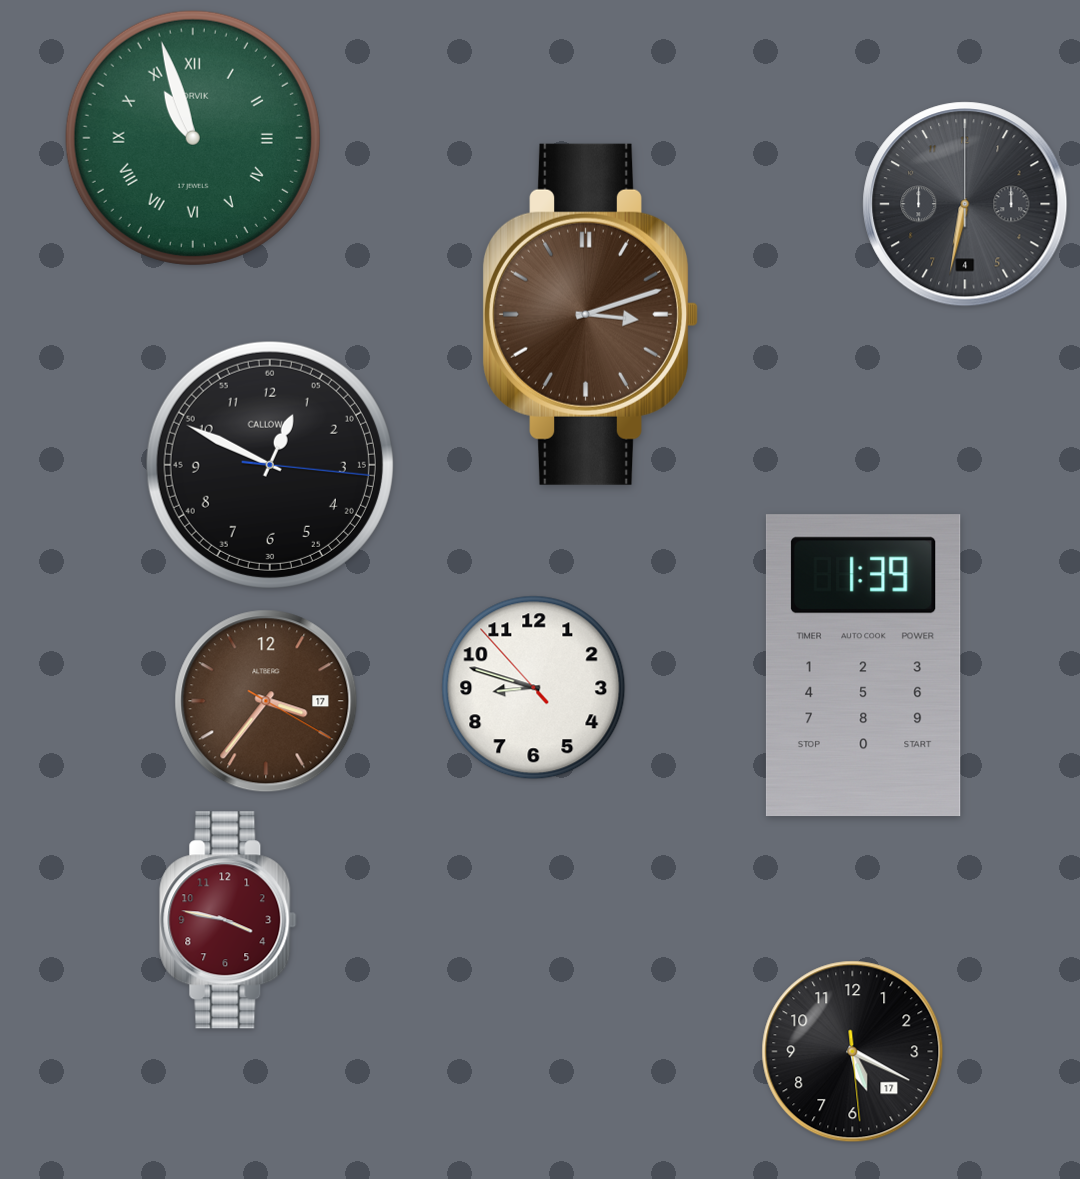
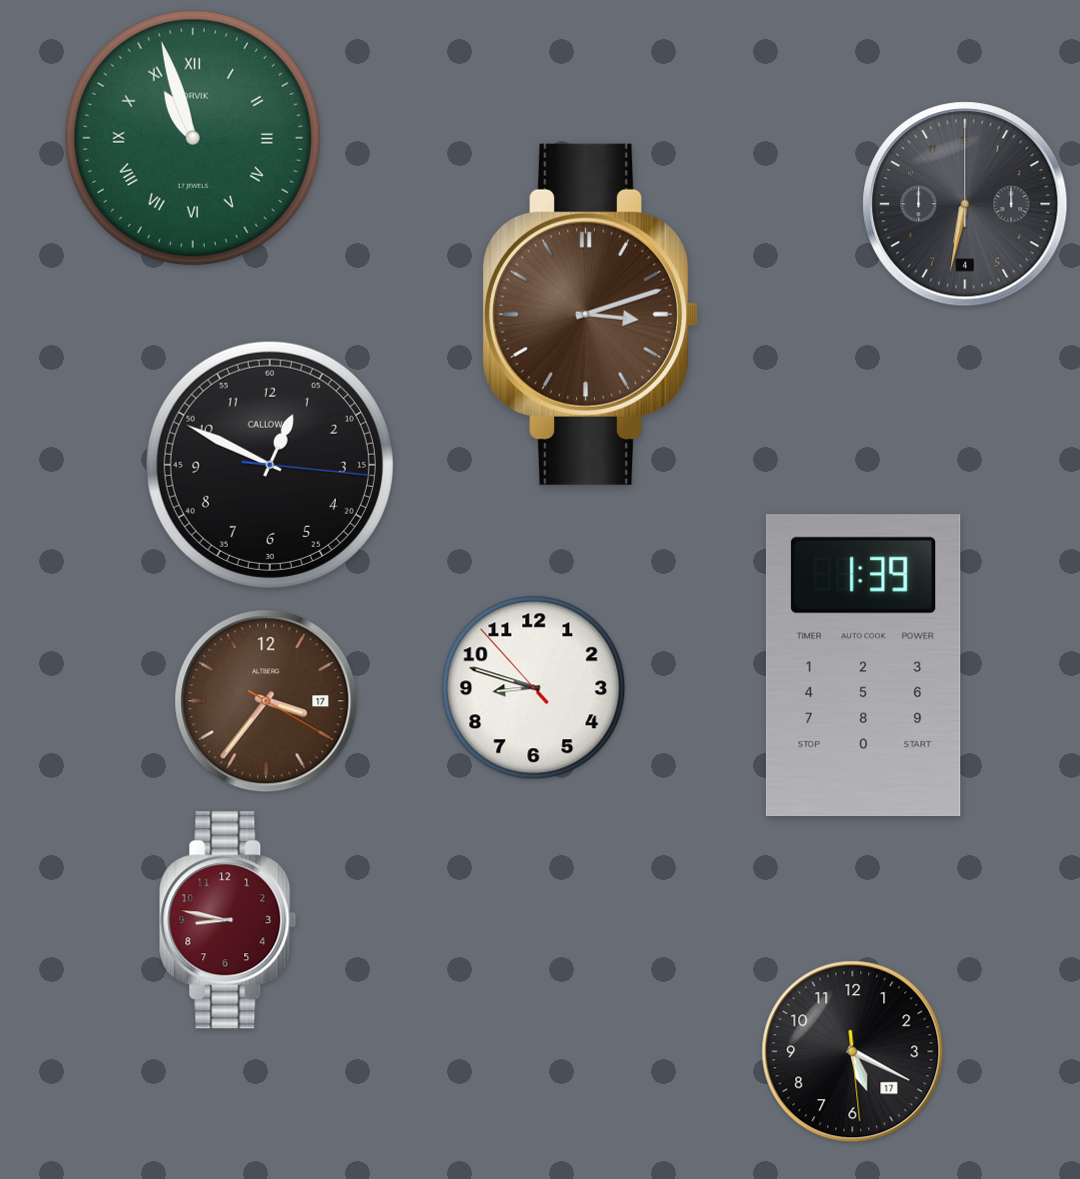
clock at (228, 920): 3:47 -> 8:47
